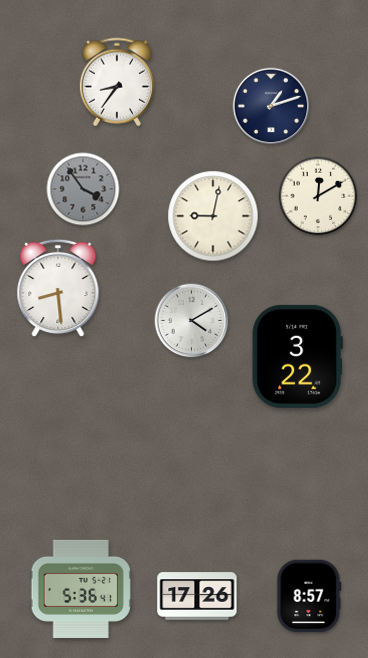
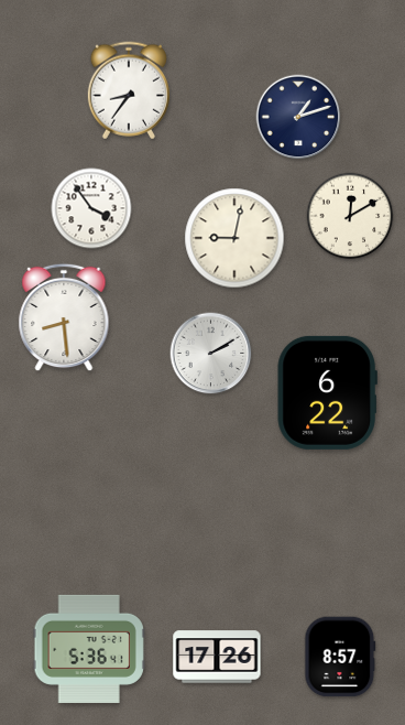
clock at (83, 189) dial: grey -> white
clock at (192, 321): 4:10 -> 2:10
clock at (297, 356): 3:22 -> 6:22
